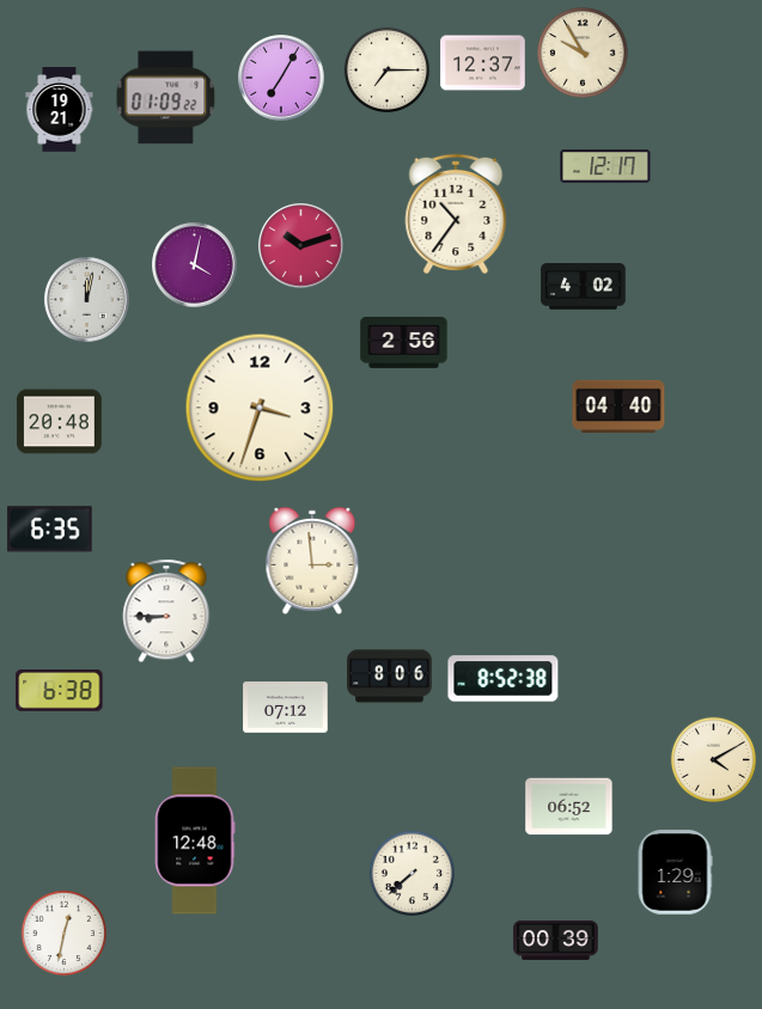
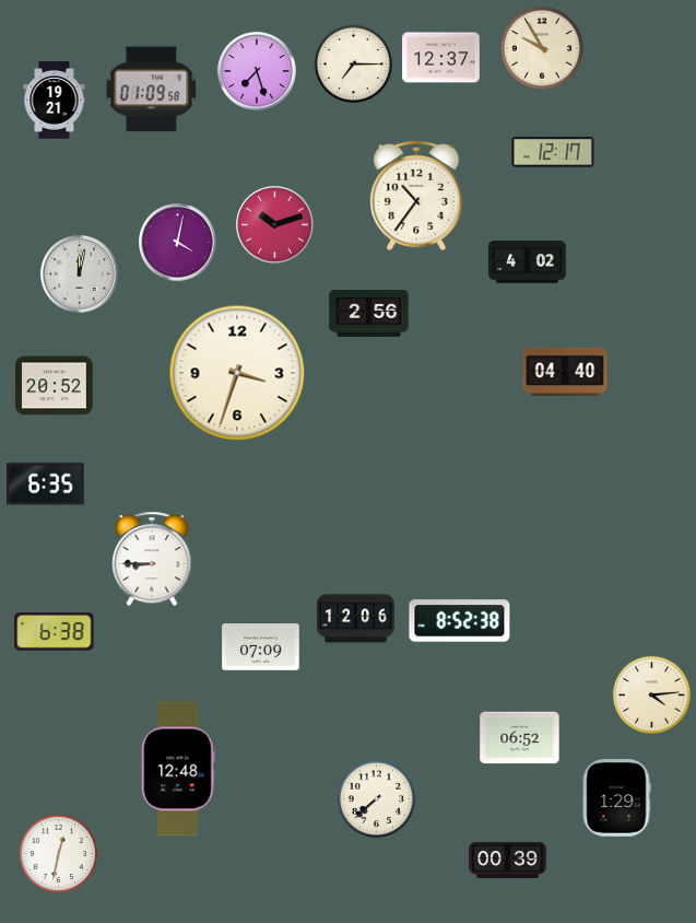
clock at (584, 54) position: (584, 54) -> (543, 49)
clock at (281, 78): 7:05 -> 7:27
clock at (166, 98): 01:09:22 -> 01:09:58
clock at (584, 287) position: (584, 287) -> (528, 262)
clock at (60, 422): 20:48 -> 20:52
clock at (312, 561): 2:59 -> none
clock at (390, 677): 8:06 -> 12:06
clock at (286, 708): 07:12 -> 07:09
clock at (713, 759): 4:10 -> 4:14
